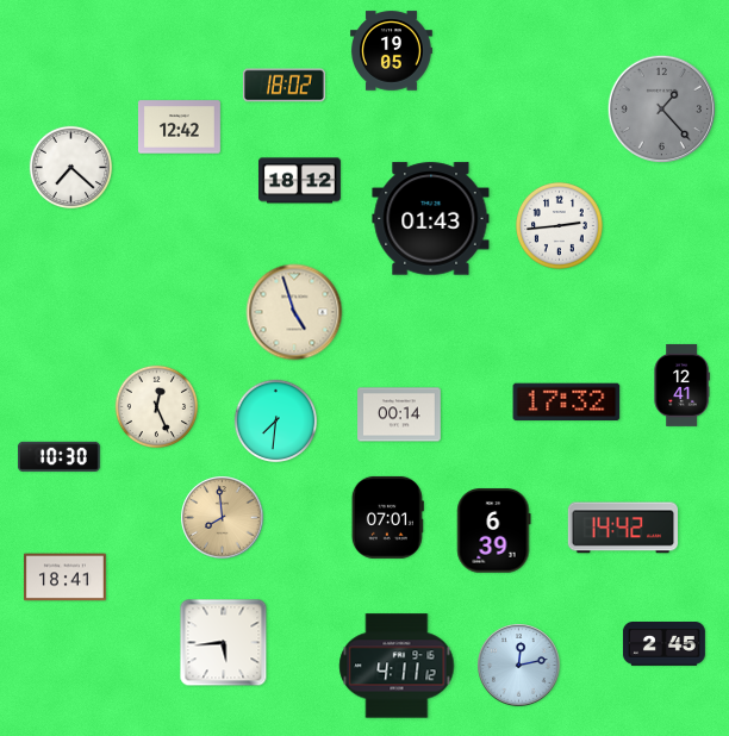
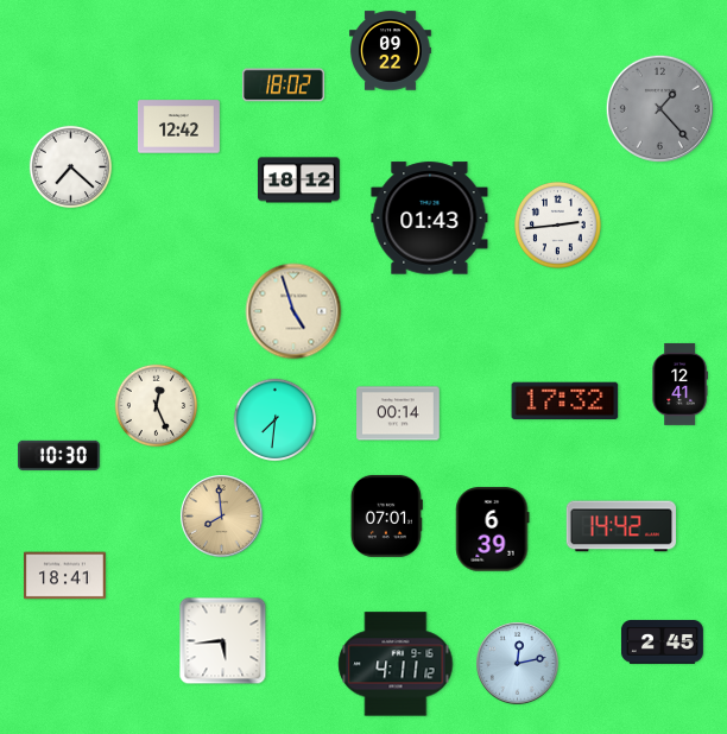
clock at (391, 51): 19:05 -> 09:22
